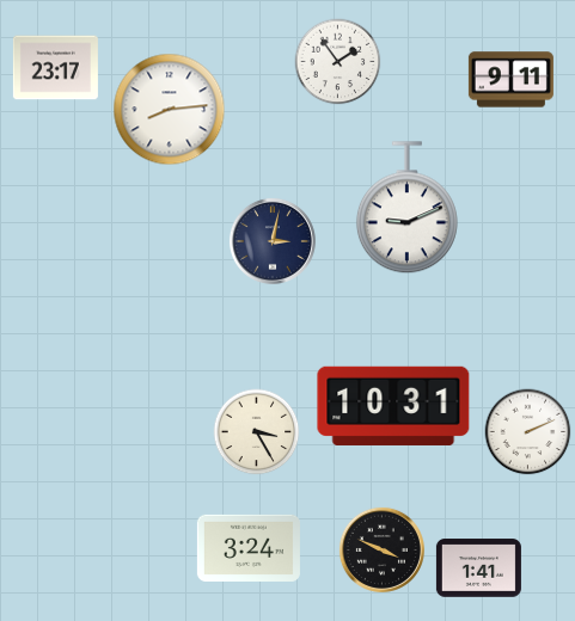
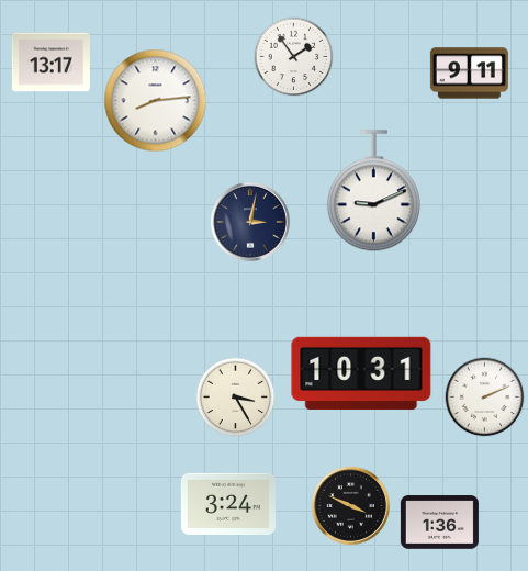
clock at (338, 62) position: (338, 62) -> (294, 57)
clock at (55, 68): 23:17 -> 13:17
clock at (478, 568): 1:41 -> 1:36
